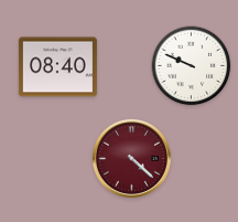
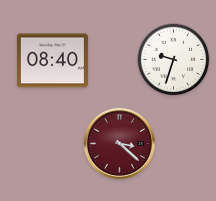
clock at (192, 66): 9:49 -> 9:33
clock at (131, 158): 4:22 -> 3:22
